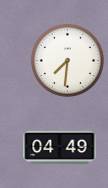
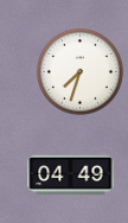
clock at (67, 60): 7:31 -> 7:33
